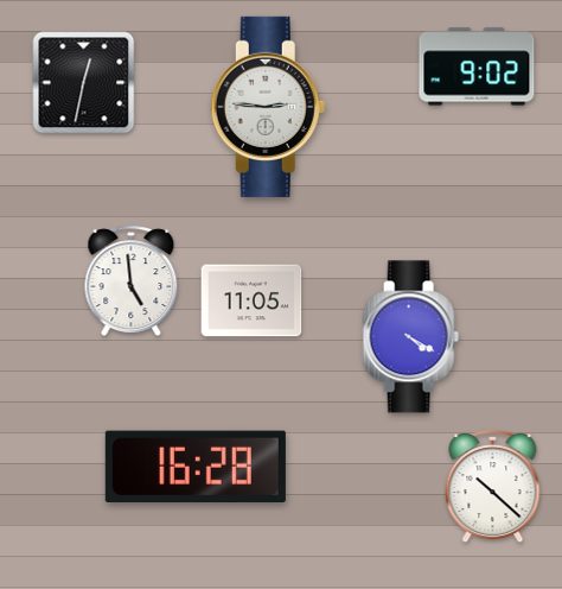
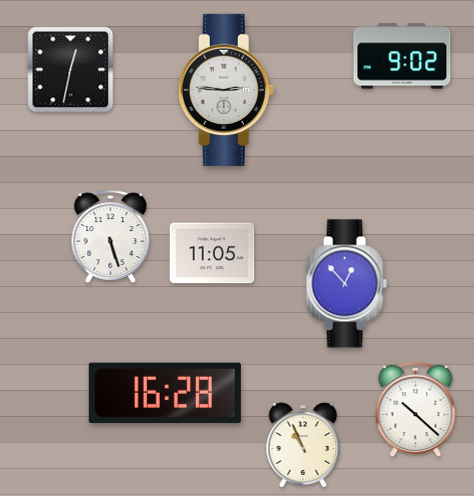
clock at (132, 280): 4:59 -> 5:27
clock at (410, 337): 4:20 -> 12:53
clock at (303, 445): none -> 10:56
